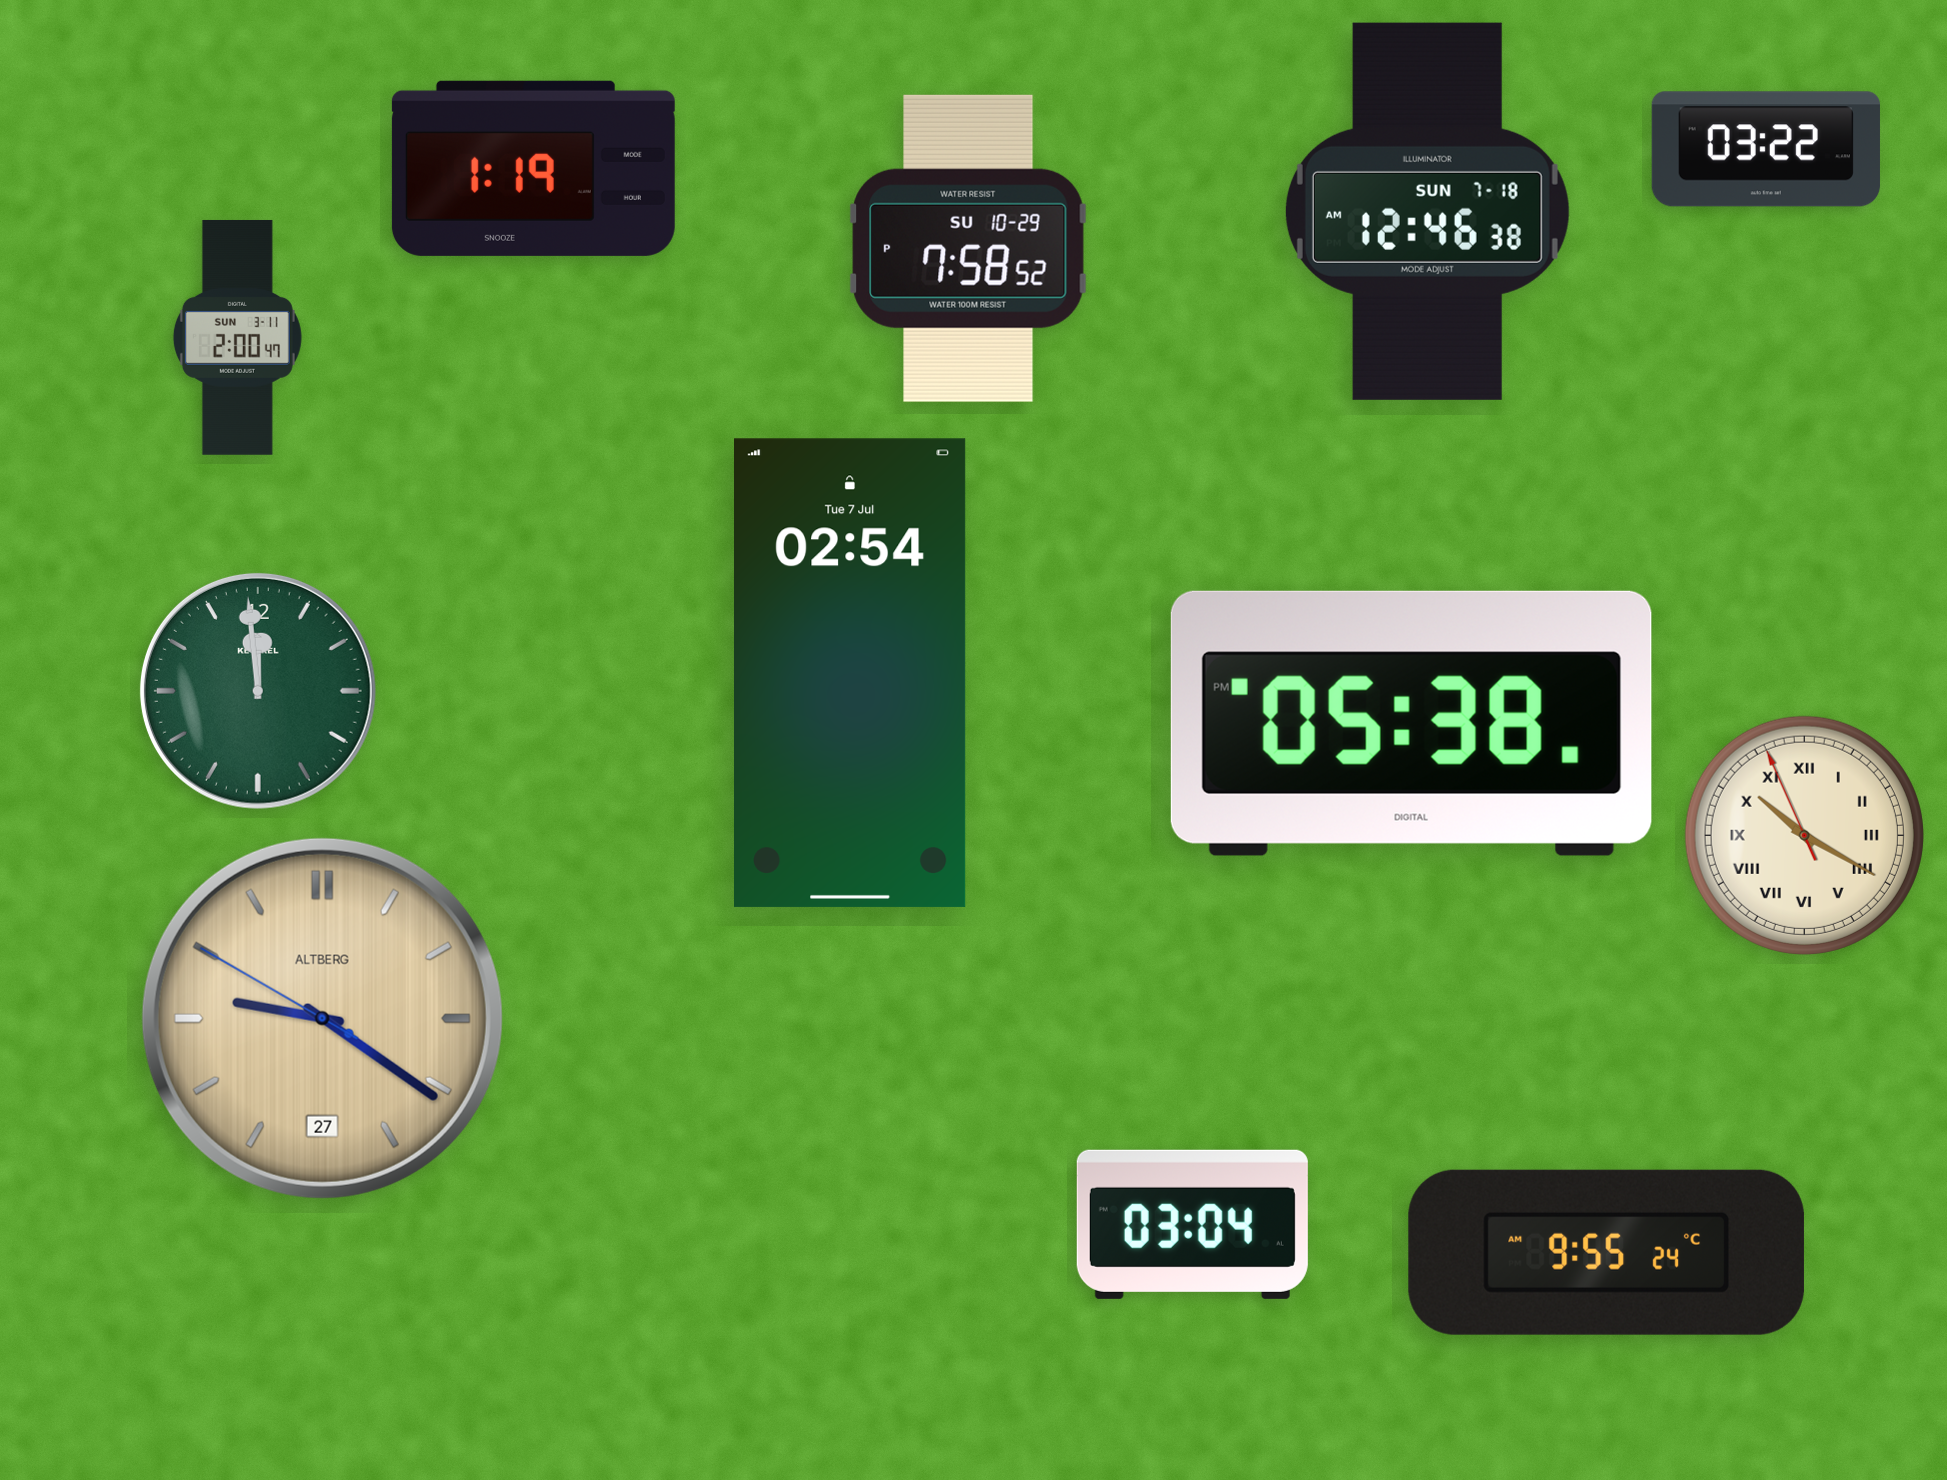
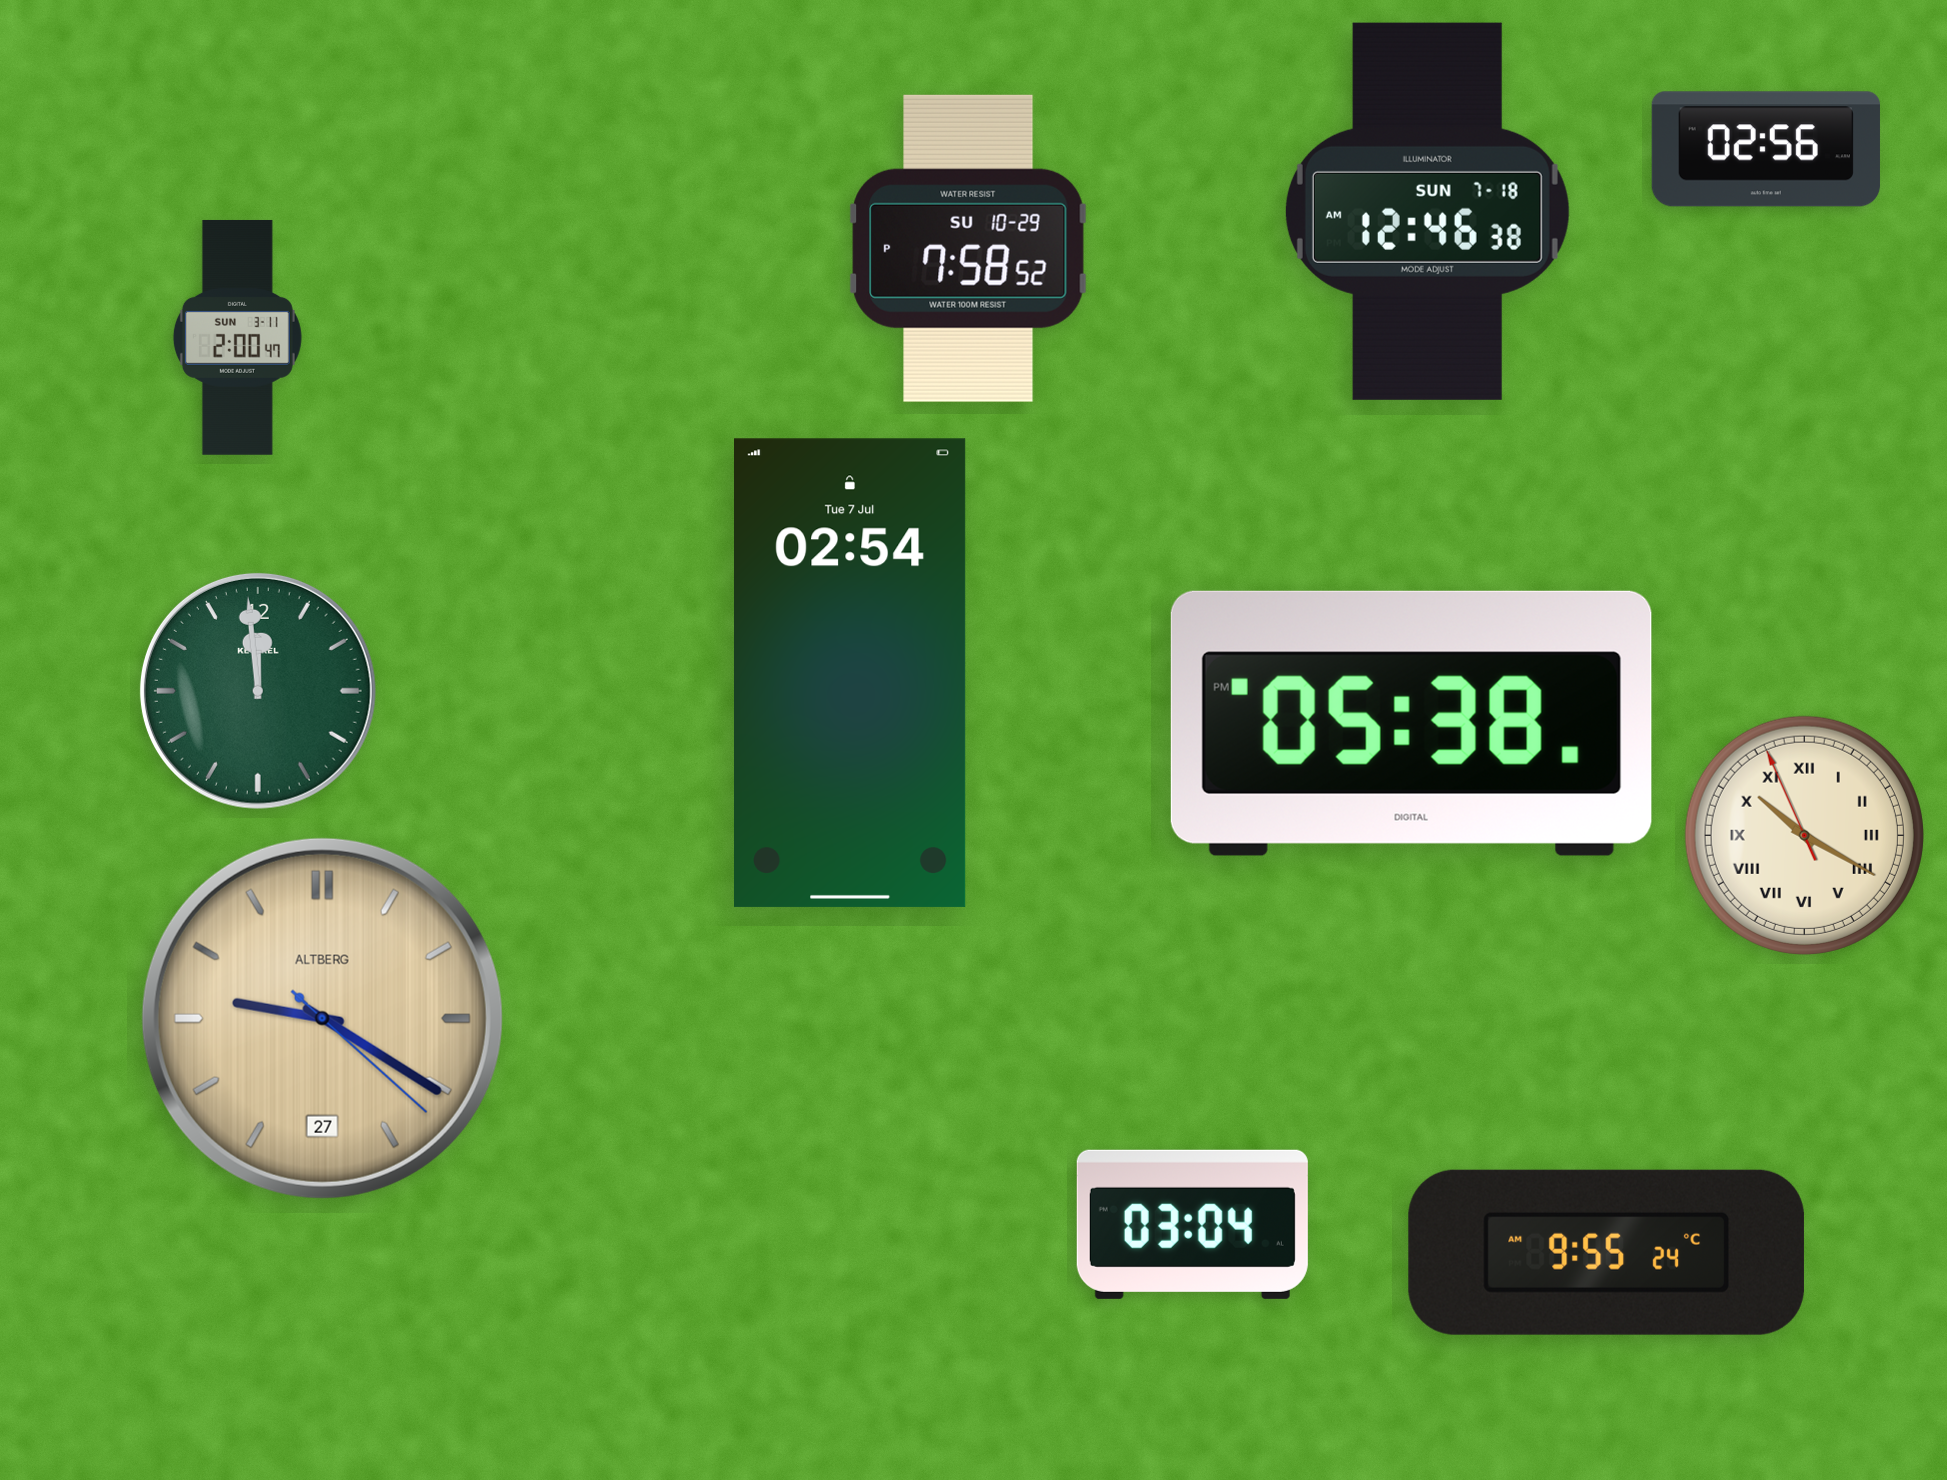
clock at (1766, 149): 03:22 -> 02:56
clock at (533, 168): 1:19 -> none
clock at (322, 1018): 9:20:50 -> 9:20:22
